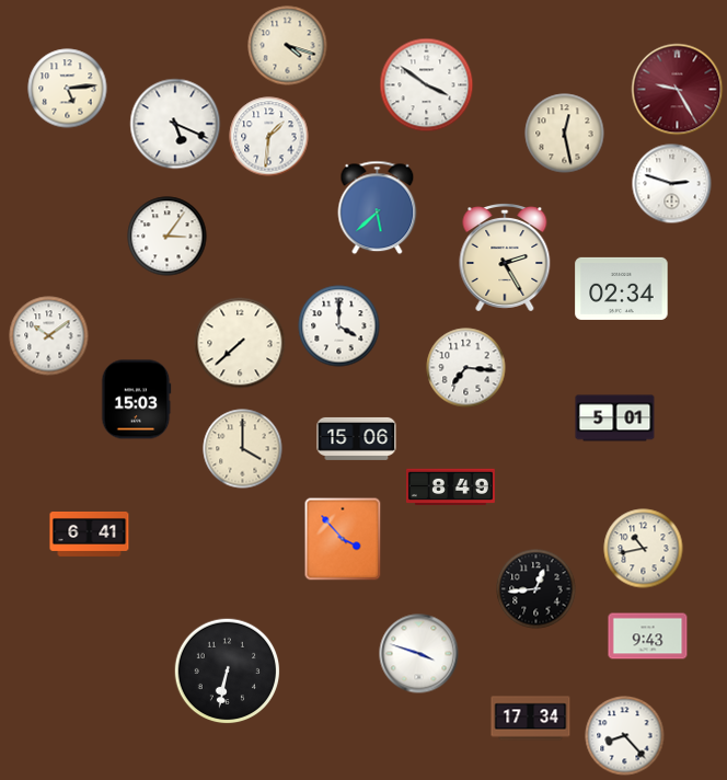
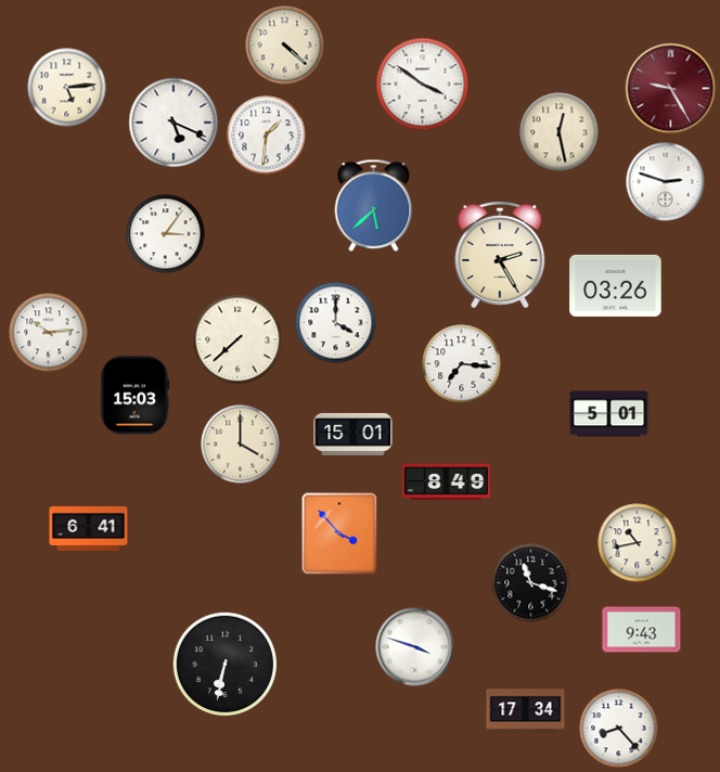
clock at (288, 46): 4:18 -> 4:22
clock at (622, 288): 02:34 -> 03:26
clock at (49, 336): 10:09 -> 10:14
clock at (357, 438): 15:06 -> 15:01
clock at (536, 589): 12:44 -> 11:18
